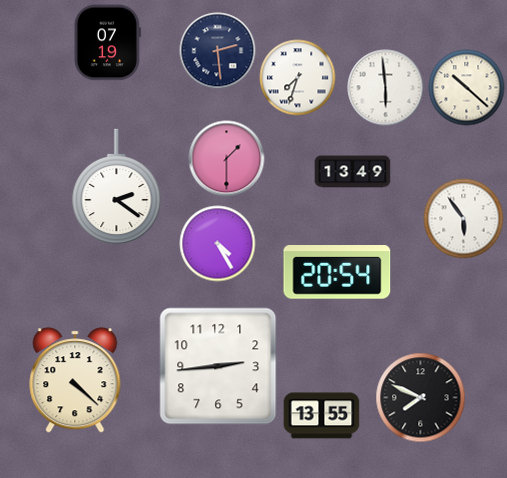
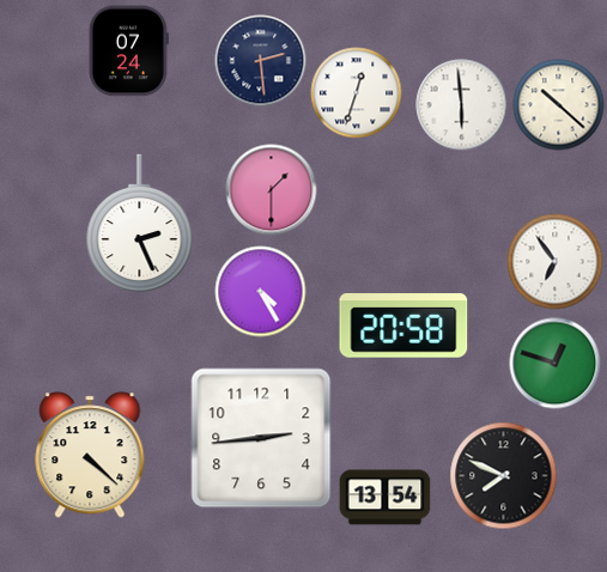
clock at (107, 43): 07:19 -> 07:24
clock at (298, 78): 7:33 -> 12:33
clock at (353, 172): 13:49 -> none
clock at (117, 187): 2:21 -> 2:26
clock at (464, 219): 5:54 -> 6:54
clock at (337, 273): 20:54 -> 20:58
clock at (556, 364): none -> 12:48
clock at (322, 416): 13:55 -> 13:54
